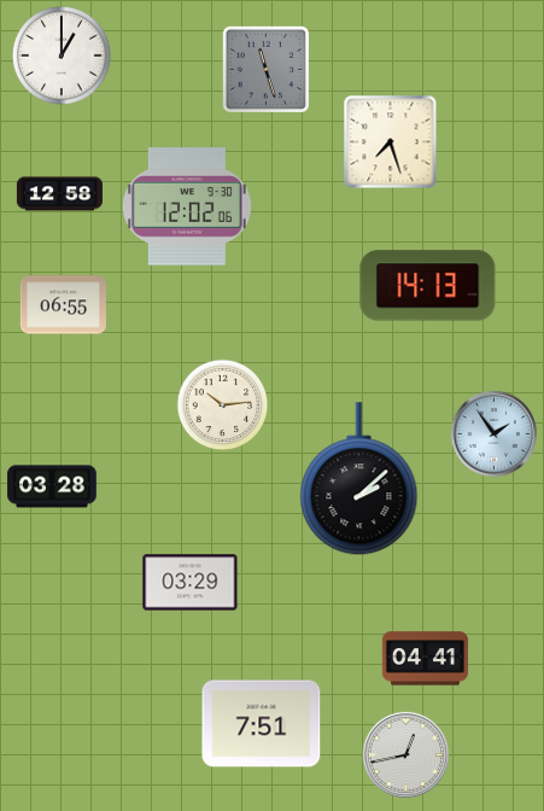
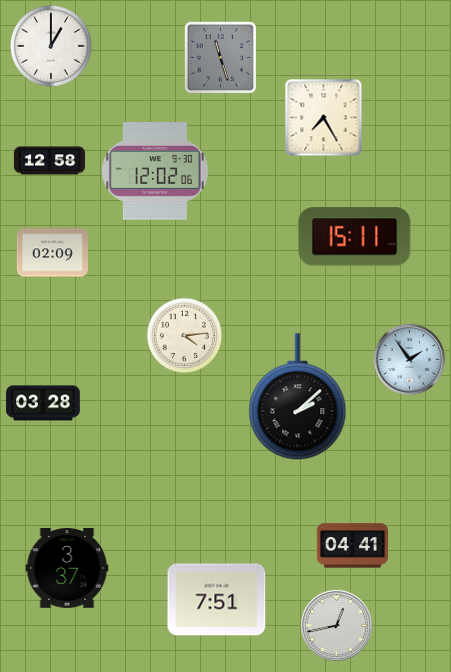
clock at (391, 142): 7:27 -> 7:25
clock at (428, 286): 14:13 -> 15:11
clock at (63, 305): 06:55 -> 02:09
clock at (223, 405): 10:14 -> 4:14
clock at (191, 583): 03:29 -> none
clock at (67, 568): none -> 3:37
